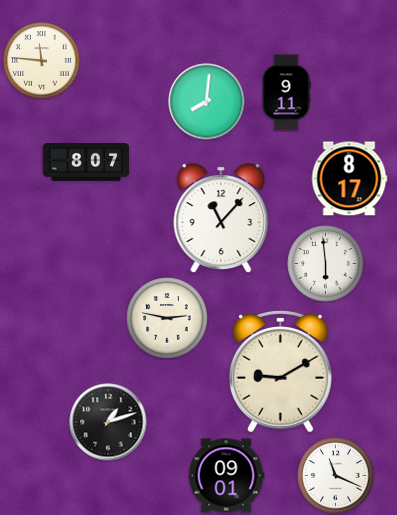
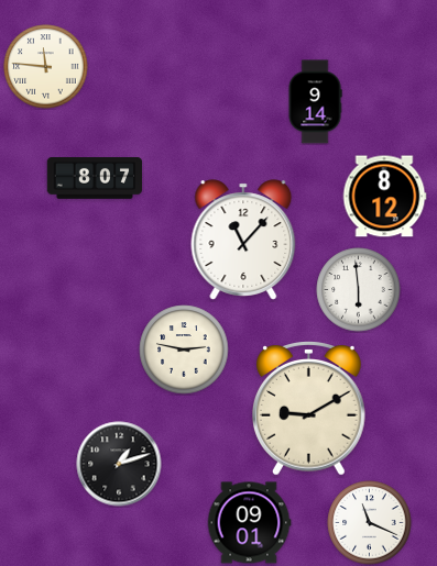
clock at (286, 93): 9:11 -> 9:14
clock at (207, 102): 8:01 -> none
clock at (349, 179): 8:17 -> 8:12
